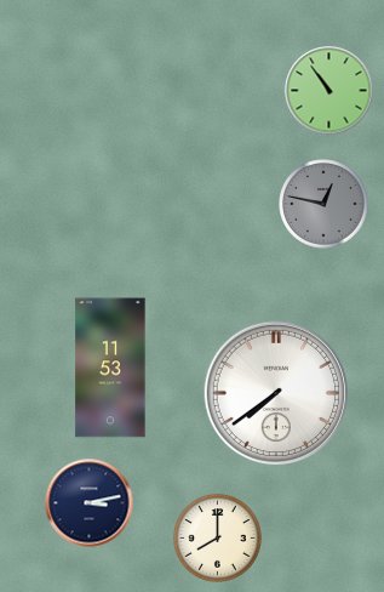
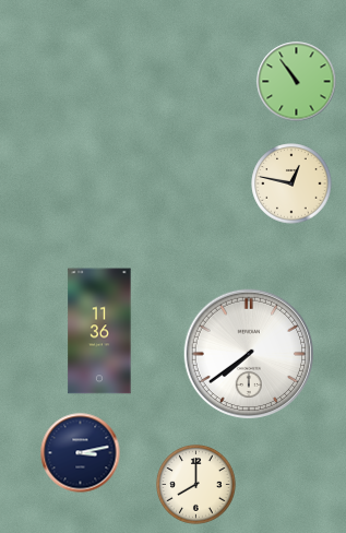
clock at (323, 204) dial: grey -> cream
clock at (110, 368): 11:53 -> 11:36
